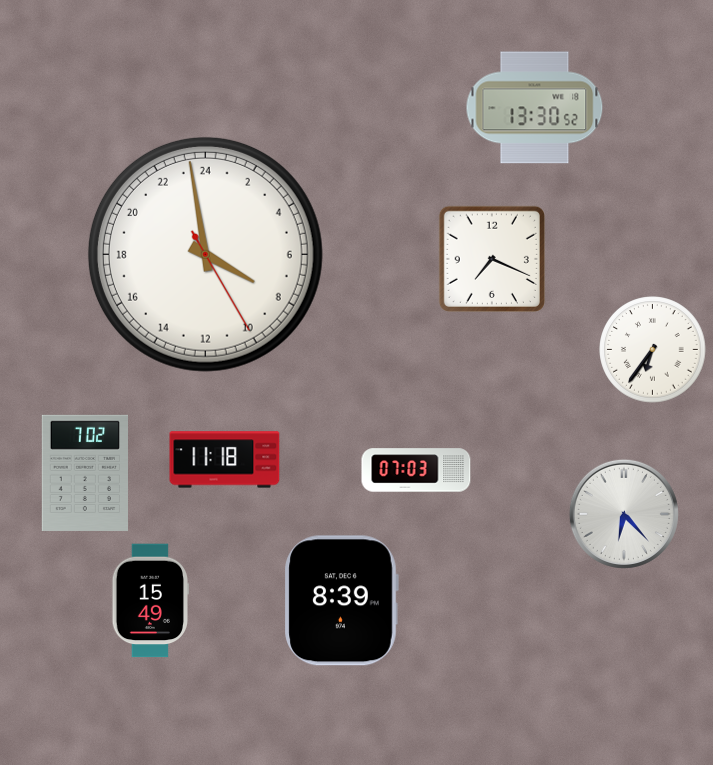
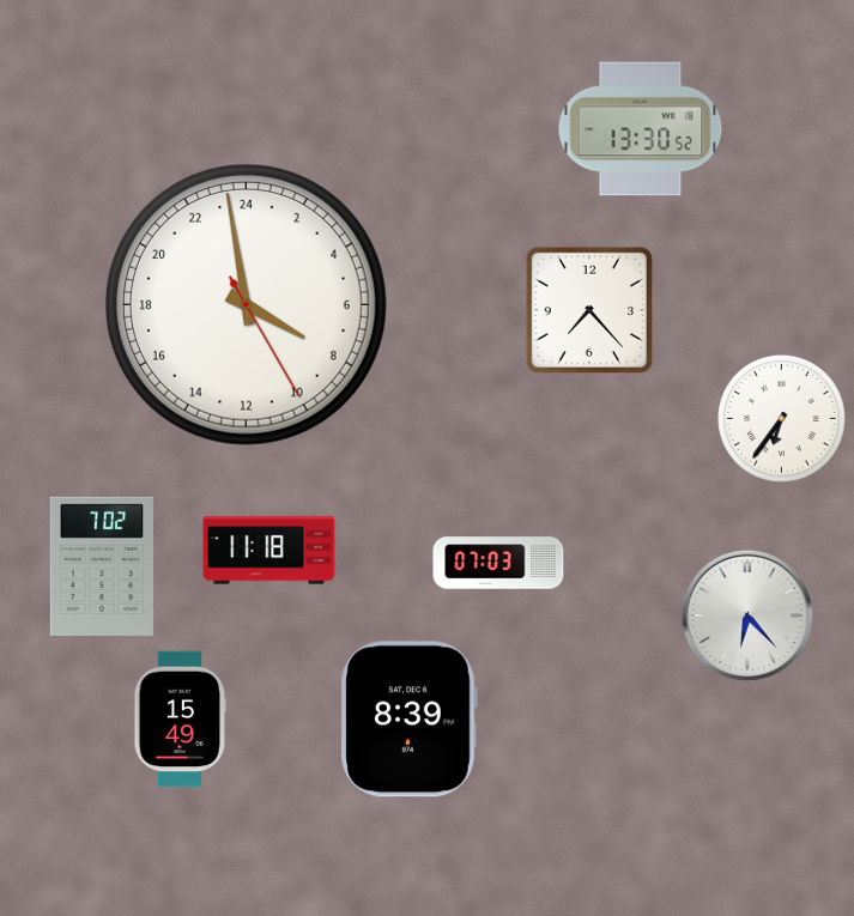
clock at (492, 259): 7:19 -> 7:23
